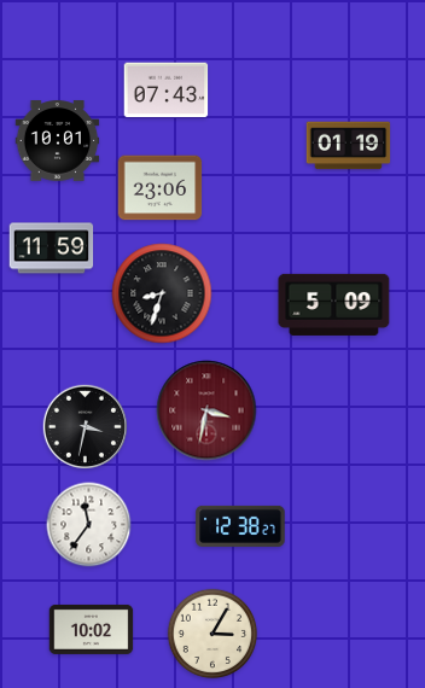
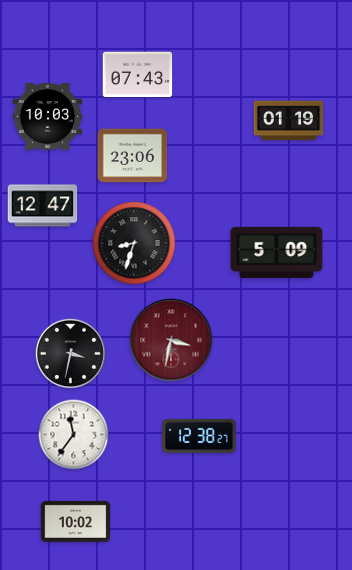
clock at (58, 141): 10:01 -> 10:03
clock at (52, 249): 11:59 -> 12:47
clock at (212, 634): 3:05 -> none
